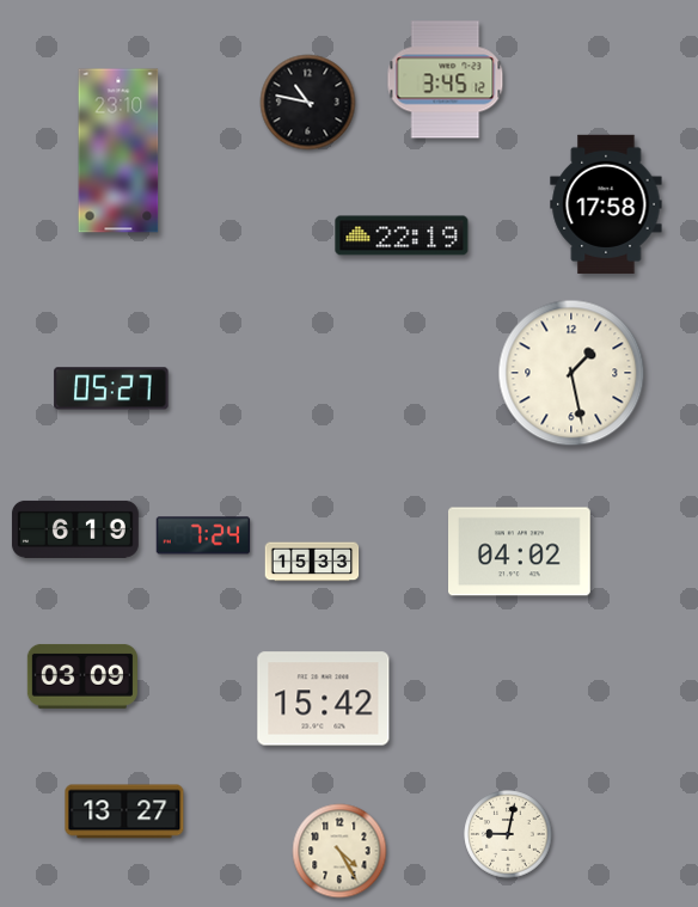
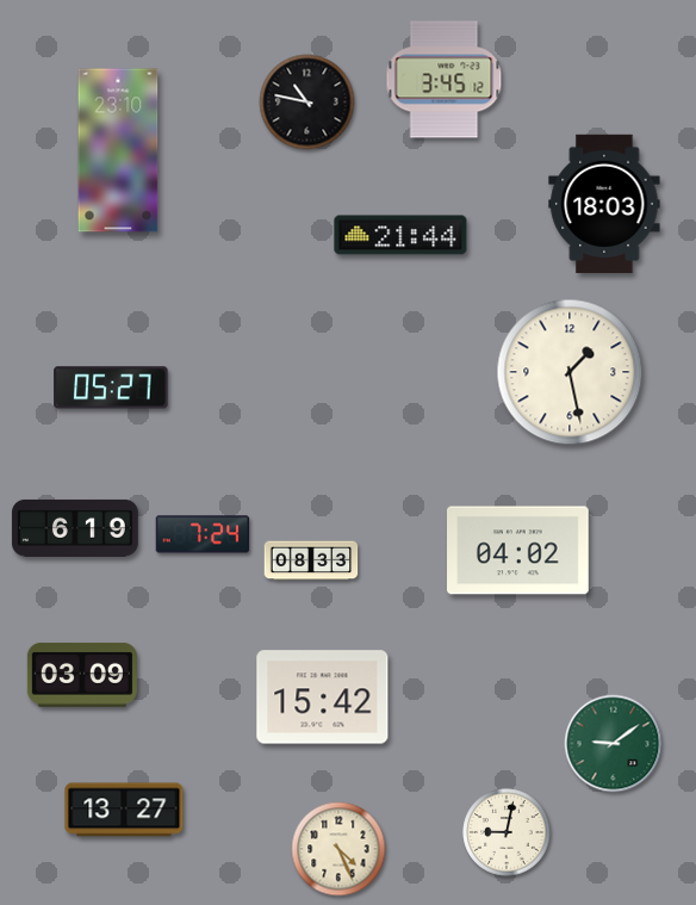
clock at (606, 204): 17:58 -> 18:03
clock at (402, 235): 22:19 -> 21:44
clock at (312, 562): 15:33 -> 08:33
clock at (614, 744): none -> 9:09
clock at (339, 851): 4:25 -> 4:26
